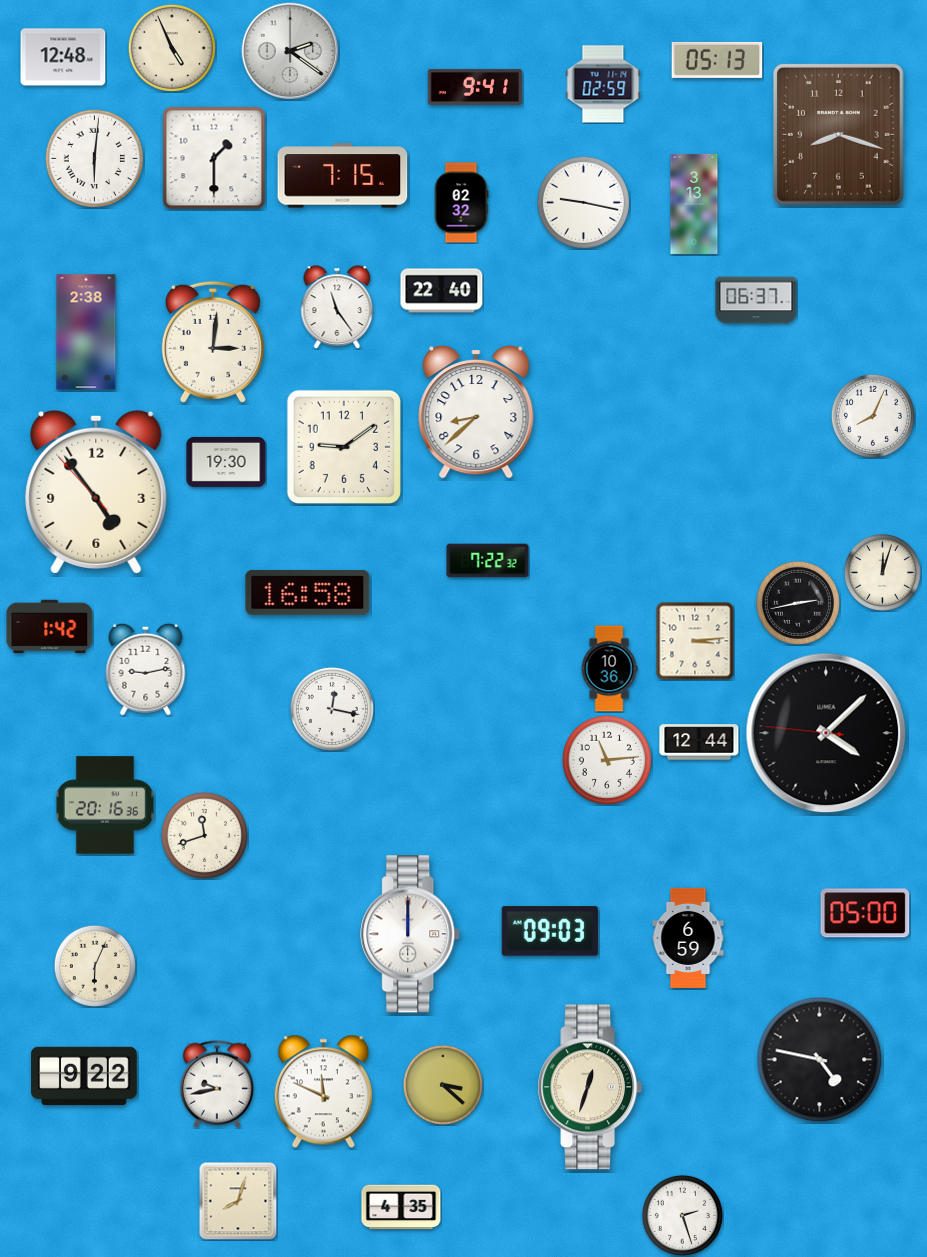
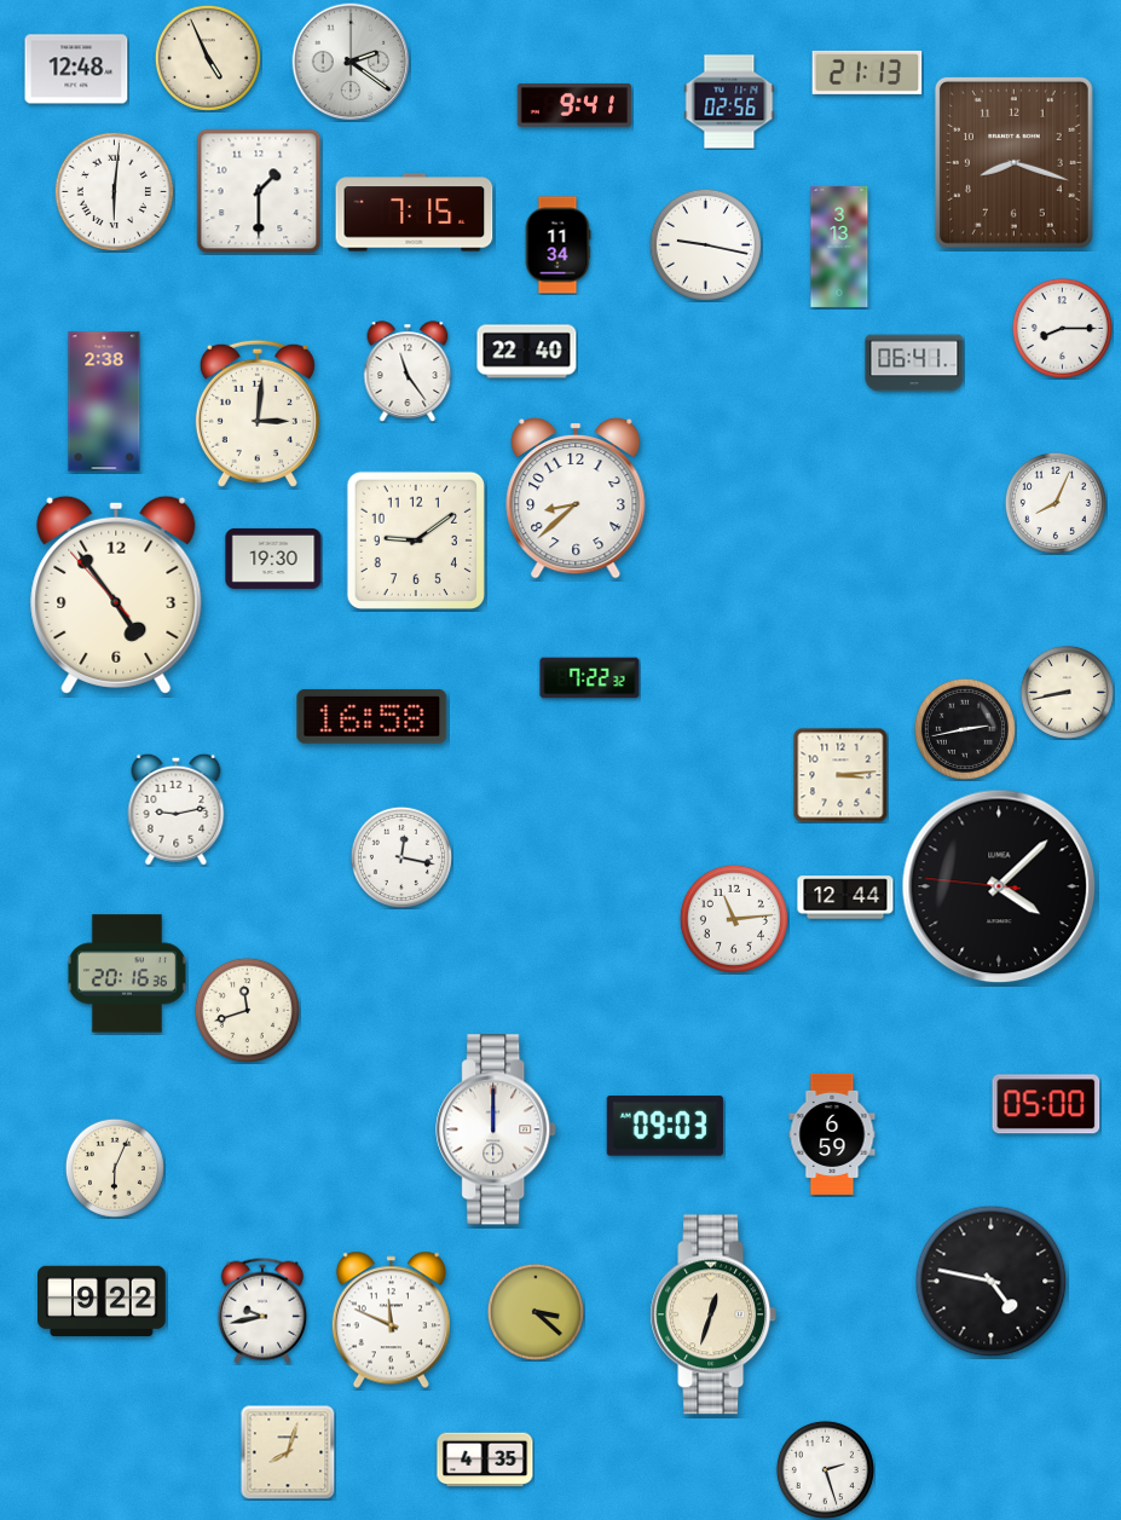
clock at (717, 60): 05:13 -> 21:13
clock at (603, 84): 02:59 -> 02:56
clock at (461, 203): 02:32 -> 11:34
clock at (1062, 328): none -> 8:15
clock at (442, 291) position: (442, 291) -> (527, 352)
clock at (756, 300): 06:37 -> 06:41
clock at (882, 572): 12:03 -> 8:43
clock at (50, 626): 1:42 -> none
clock at (609, 669): 10:36 -> none
